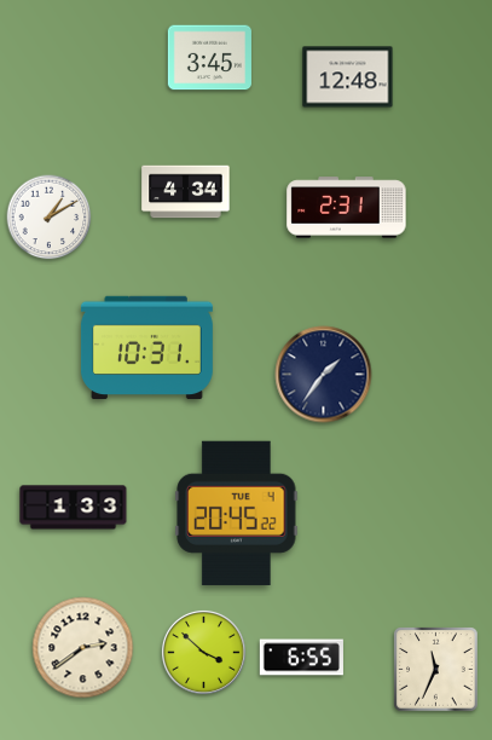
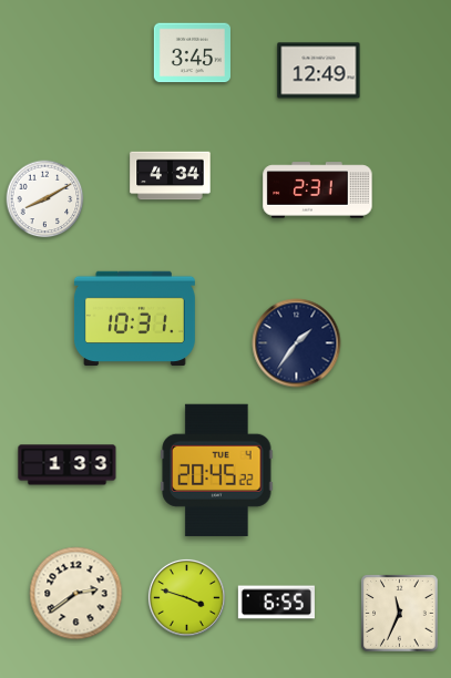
clock at (348, 77): 12:48 -> 12:49
clock at (50, 218): 1:10 -> 8:10
clock at (203, 652): 3:52 -> 3:48
